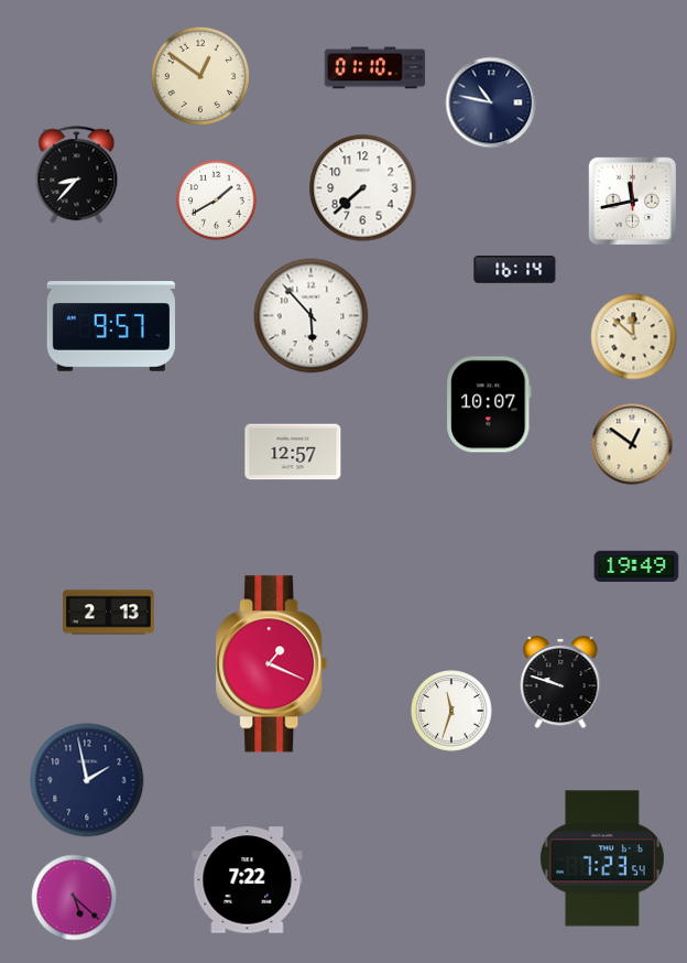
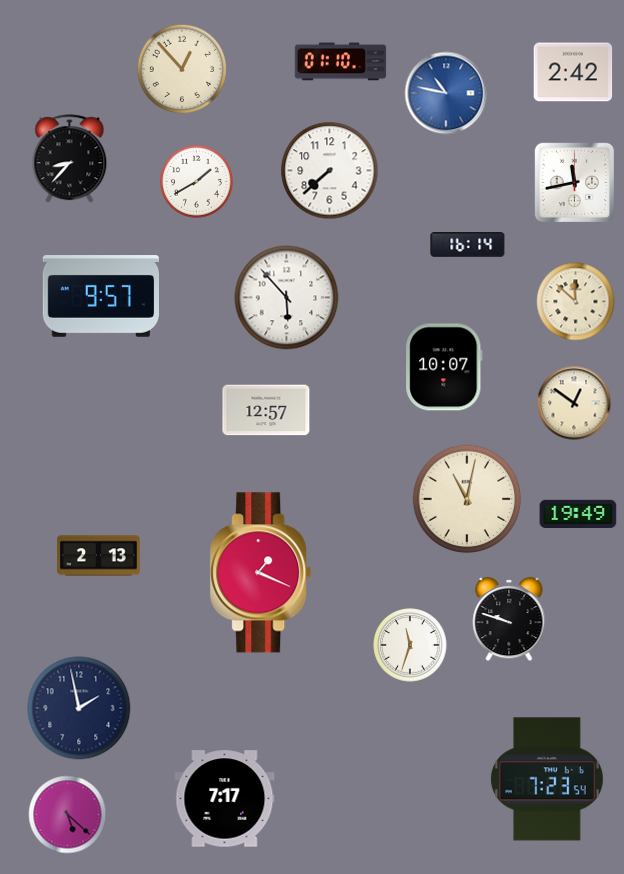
clock at (199, 75): 12:51 -> 12:53
clock at (573, 72): none -> 2:42
clock at (491, 102) dial: navy -> blue
clock at (312, 316) position: (312, 316) -> (287, 298)
clock at (634, 337) position: (634, 337) -> (576, 302)
clock at (467, 499): none -> 11:02
clock at (272, 664) position: (272, 664) -> (261, 573)
clock at (248, 880): 7:22 -> 7:17
